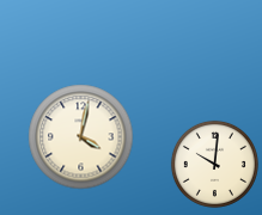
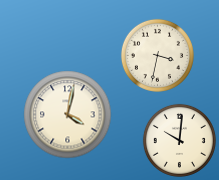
clock at (157, 55): none -> 3:32
clock at (214, 164) position: (214, 164) -> (179, 140)
